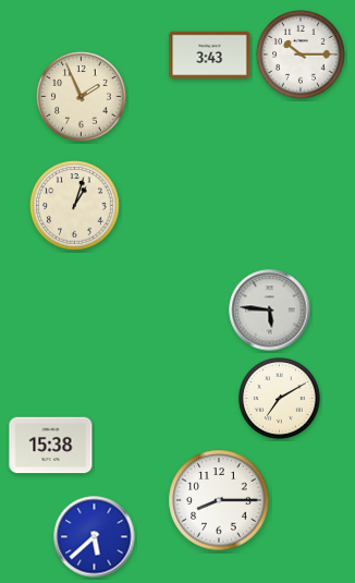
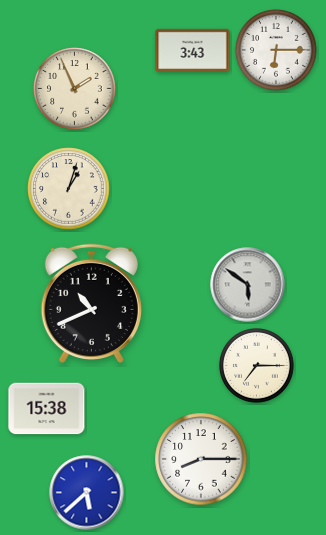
clock at (301, 54): 10:15 -> 6:15
clock at (270, 311): 5:46 -> 5:51
clock at (91, 303): none -> 10:41
clock at (280, 399): 7:10 -> 7:15
